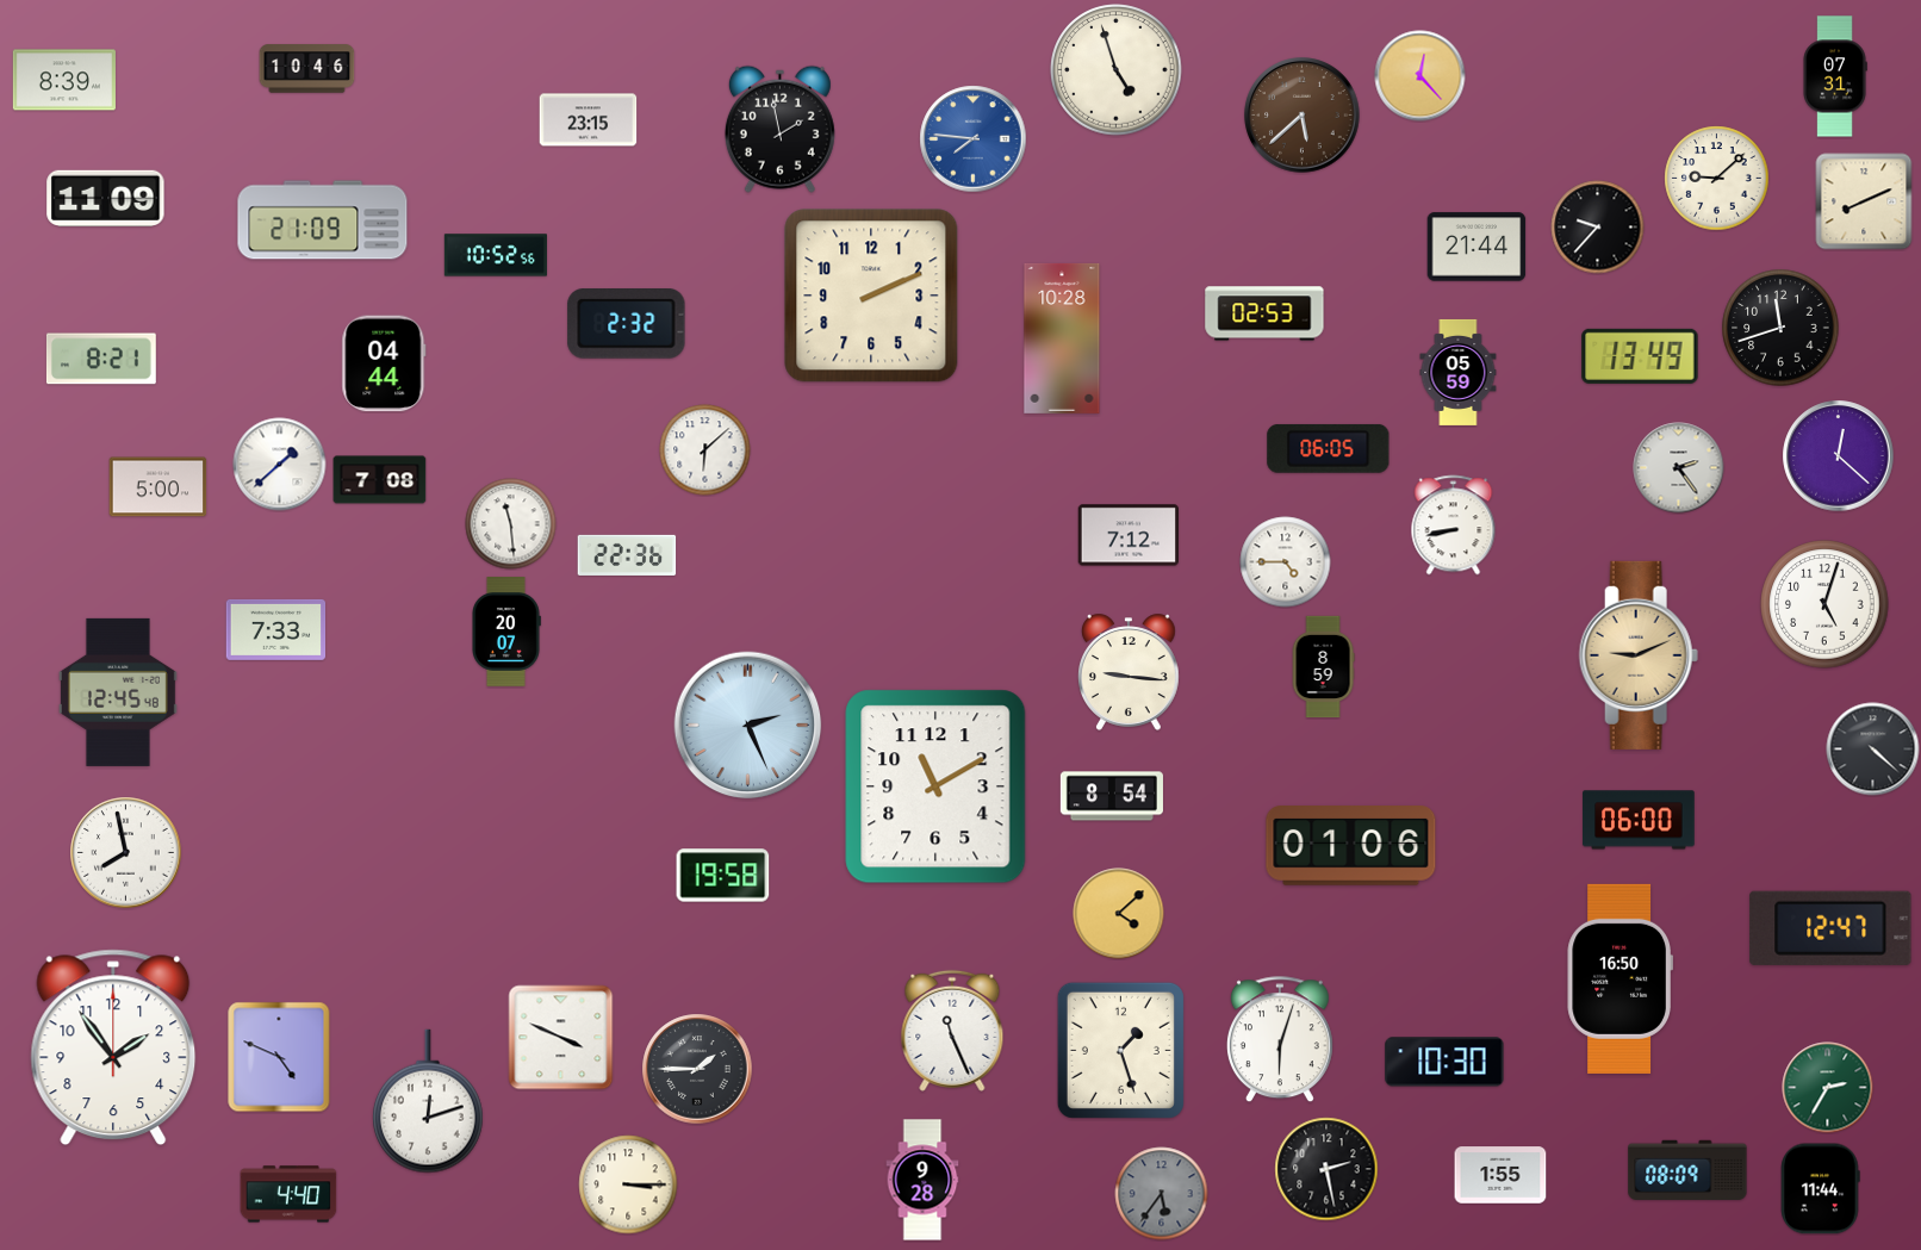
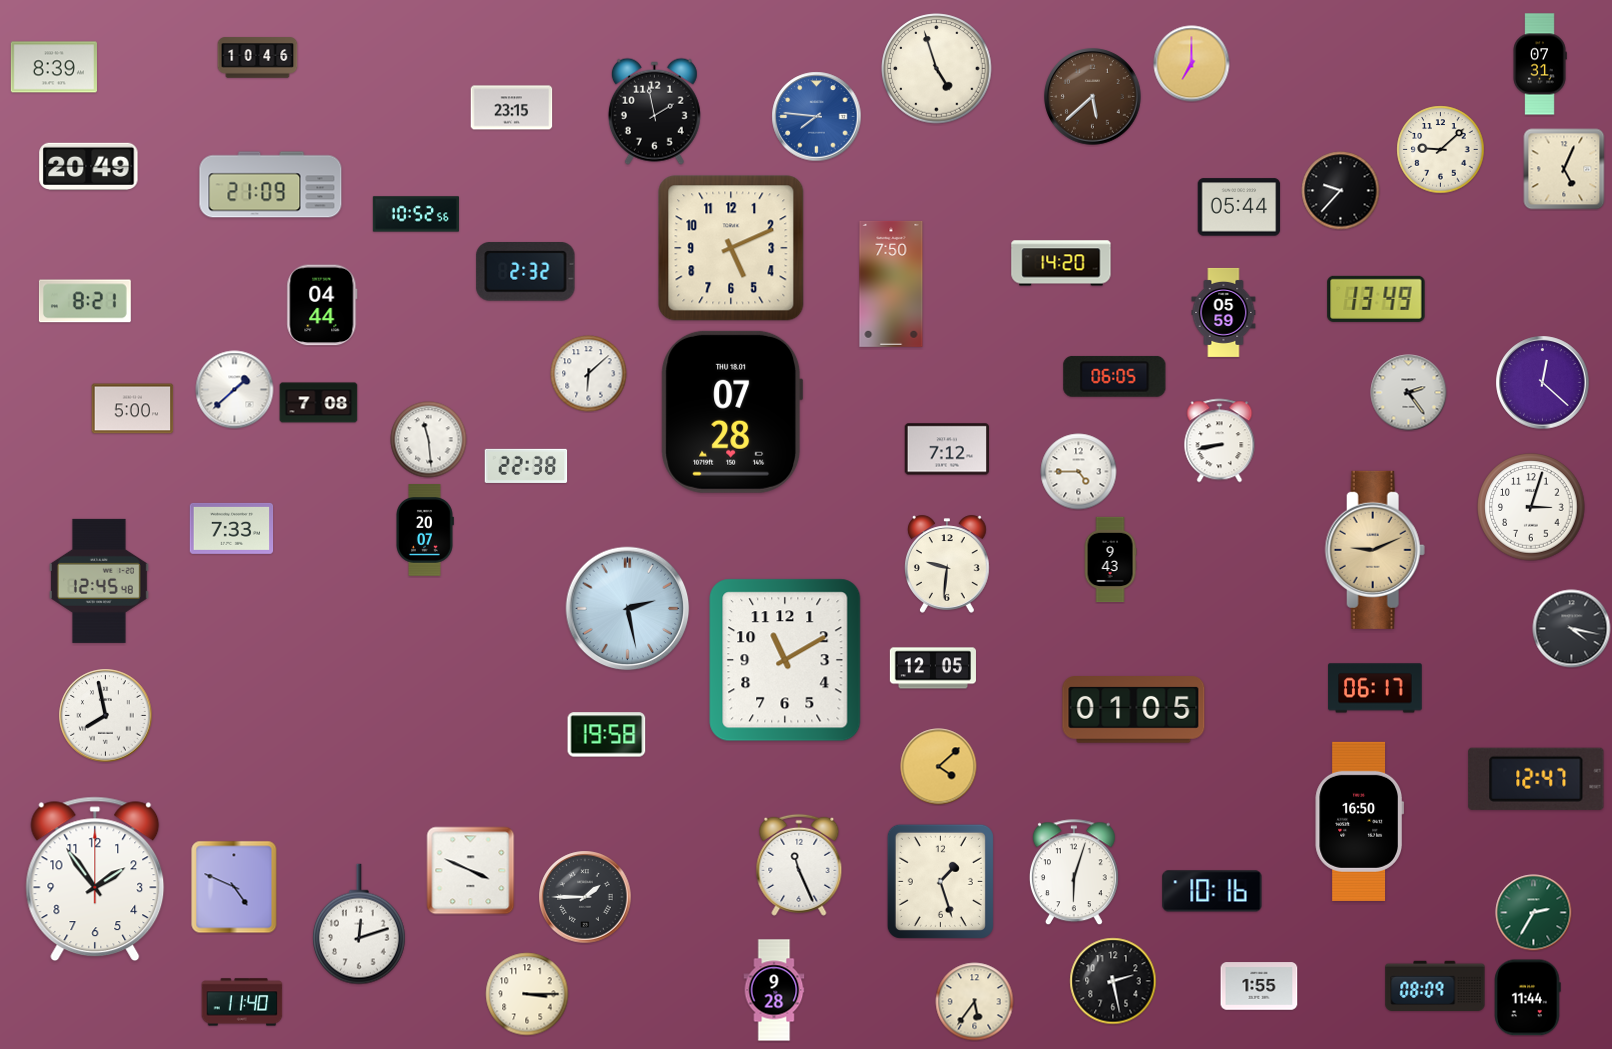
clock at (1117, 70) position: (1117, 70) -> (937, 69)
clock at (1420, 76): 12:23 -> 7:00
clock at (589, 120) position: (589, 120) -> (512, 108)
clock at (779, 129) position: (779, 129) -> (654, 111)
clock at (106, 198): 11:09 -> 20:49
clock at (1864, 201): 8:11 -> 5:04
clock at (1477, 247): 21:44 -> 05:44
clock at (871, 296): 2:11 -> 5:11
clock at (1264, 313): 02:53 -> 14:20
clock at (1780, 328): 11:42 -> none
clock at (1062, 338): 10:28 -> 7:50
clock at (705, 450) position: (705, 450) -> (589, 374)
clock at (732, 412): none -> 07:28
clock at (627, 555): 22:36 -> 22:38
clock at (1824, 604): 5:03 -> 3:03
clock at (1323, 667): 8:59 -> 9:43
clock at (1130, 672): 9:16 -> 9:31
clock at (748, 726): 2:26 -> 2:28
clock at (1873, 750): 4:22 -> 4:17
clock at (1112, 796): 8:54 -> 12:05
clock at (1639, 820): 06:00 -> 06:17
clock at (1351, 846): 01:06 -> 01:05
clock at (1444, 1062): 10:30 -> 10:16
clock at (1687, 1169) position: (1687, 1169) -> (1435, 985)
clock at (288, 1194): 4:40 -> 11:40
clock at (1162, 1194) dial: grey -> cream
